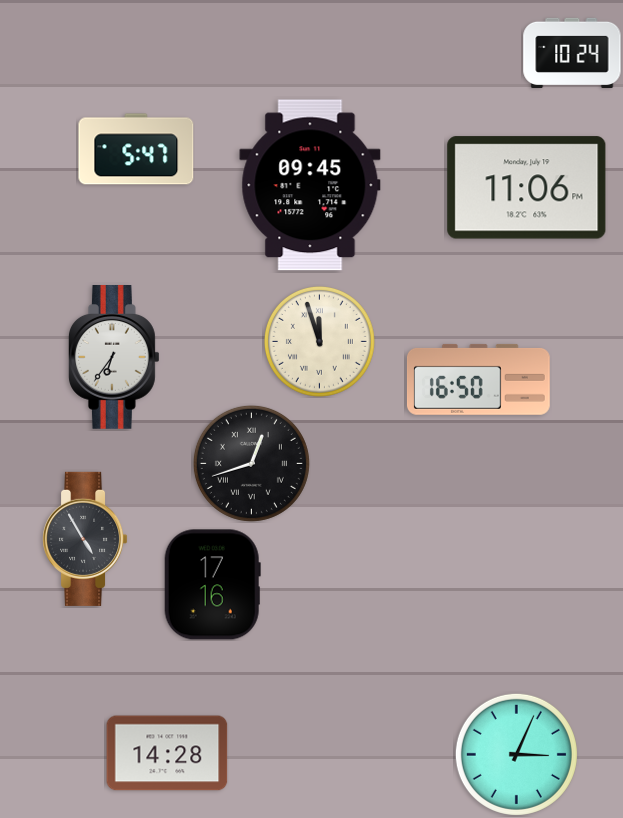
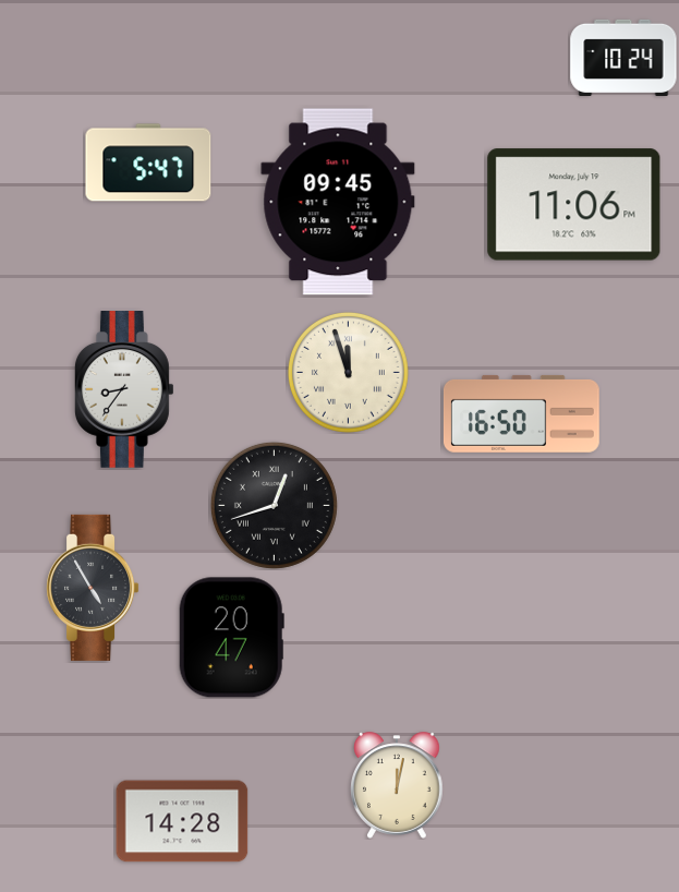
clock at (114, 358): 6:36 -> 8:36
clock at (212, 585): 17:16 -> 20:47
clock at (397, 785): none -> 12:02
clock at (516, 754): 3:04 -> none
